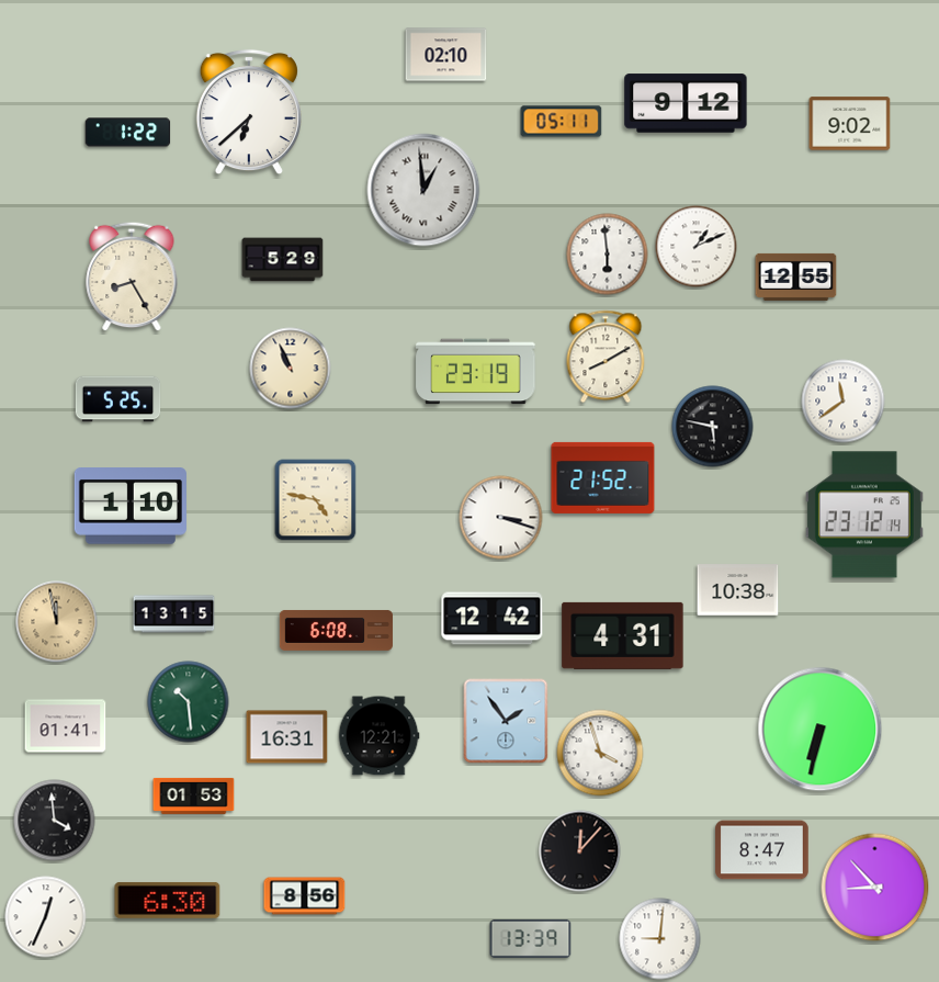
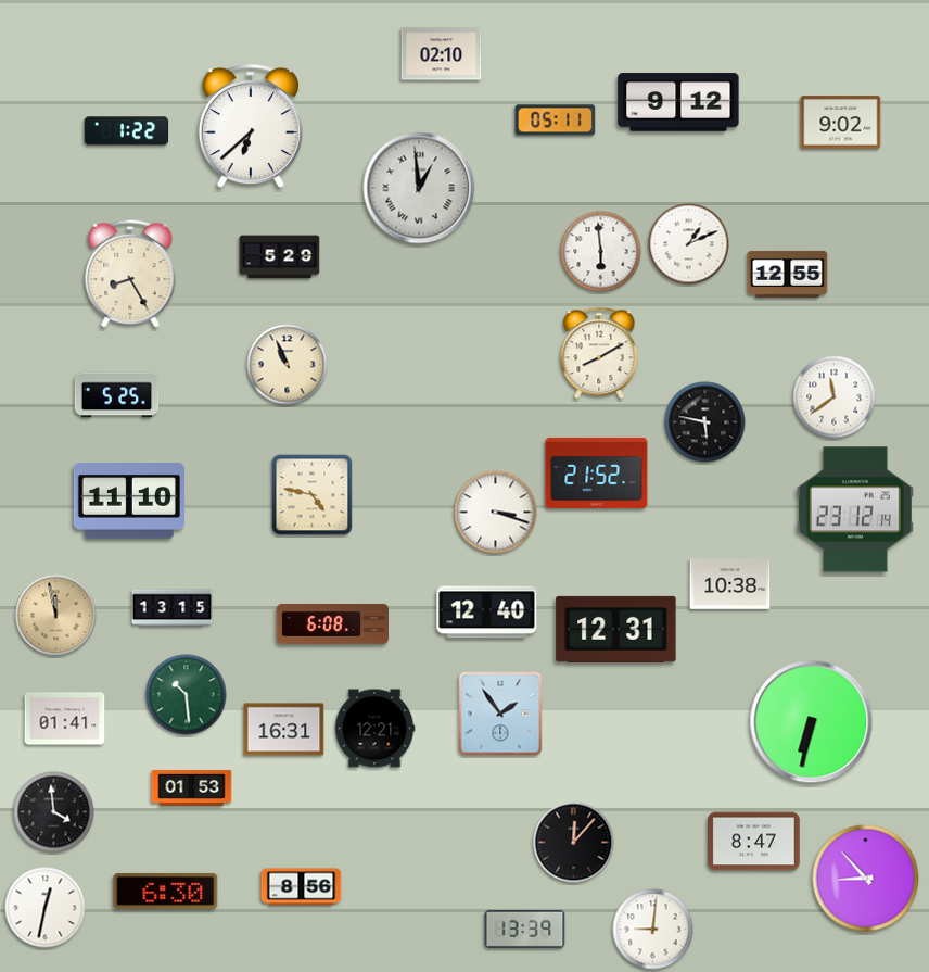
clock at (249, 112) position: (249, 112) -> (251, 126)
clock at (476, 372): 23:19 -> none
clock at (131, 506): 1:10 -> 11:10
clock at (493, 619): 12:42 -> 12:40
clock at (623, 635): 4:31 -> 12:31
clock at (600, 753): 3:57 -> none
clock at (46, 917): 12:34 -> 12:32
